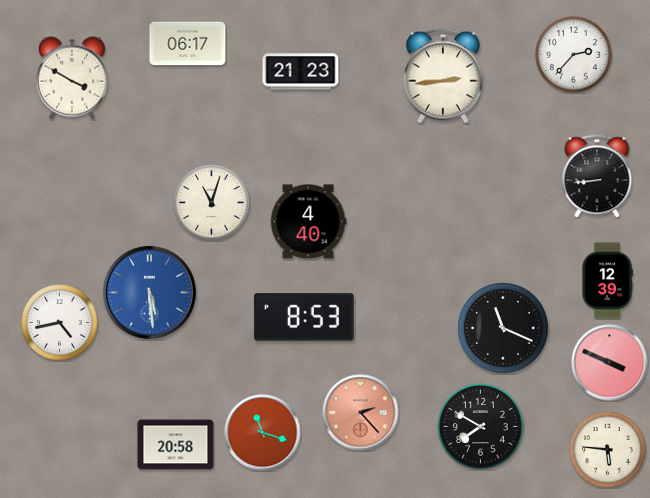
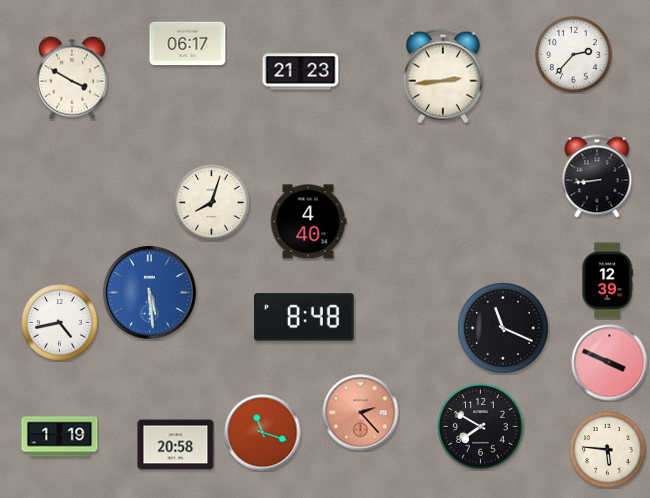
clock at (212, 203): 11:03 -> 8:03
clock at (304, 317): 8:53 -> 8:48
clock at (60, 437): none -> 1:19
